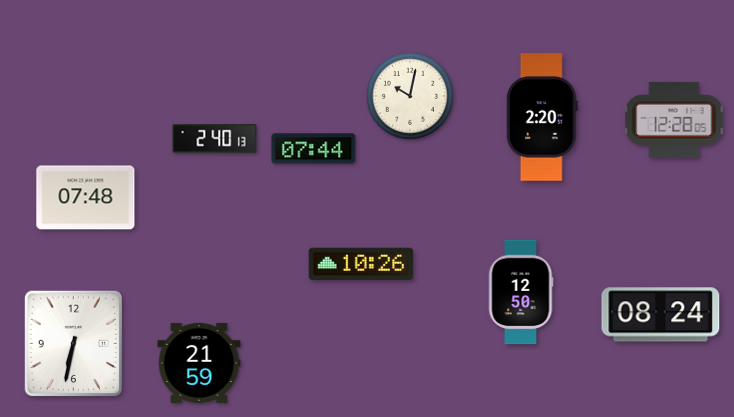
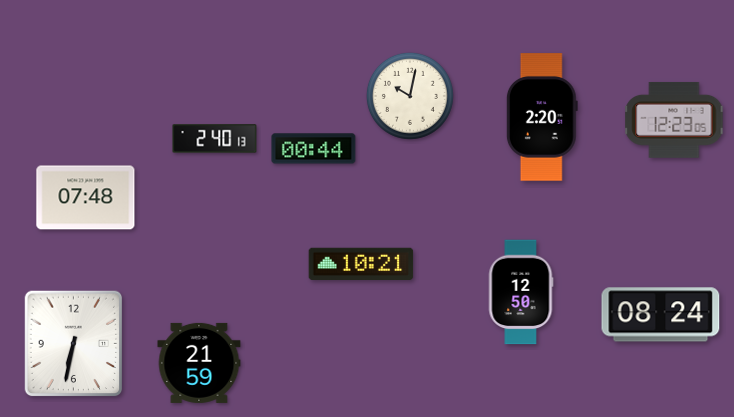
clock at (674, 120): 12:28 -> 12:23
clock at (314, 149): 07:44 -> 00:44
clock at (361, 264): 10:26 -> 10:21
